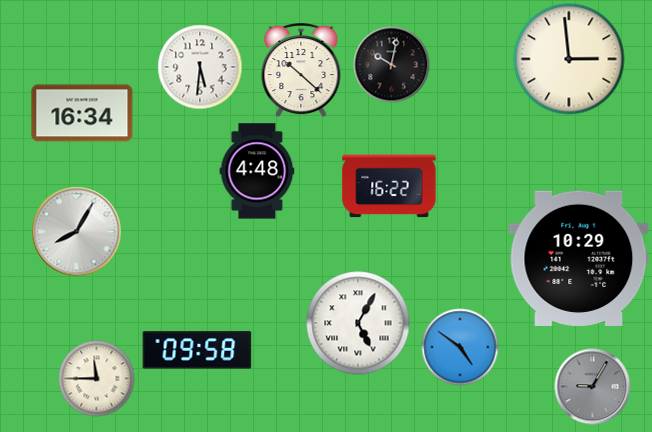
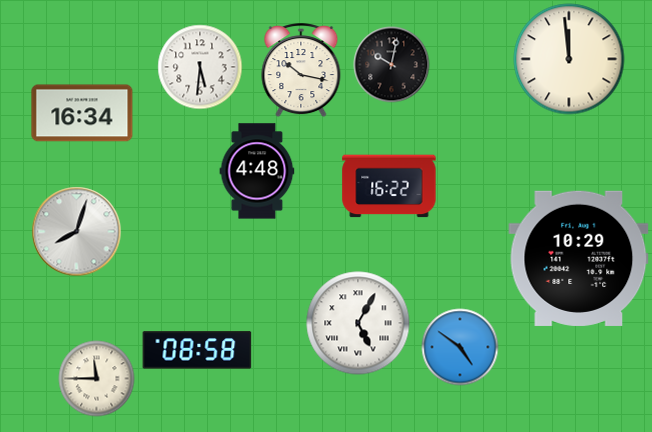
clock at (569, 59): 2:59 -> 11:59
clock at (301, 71): 10:22 -> 10:17
clock at (77, 232): 8:05 -> 8:03
clock at (197, 350): 09:58 -> 08:58
clock at (593, 387): 9:05 -> none
